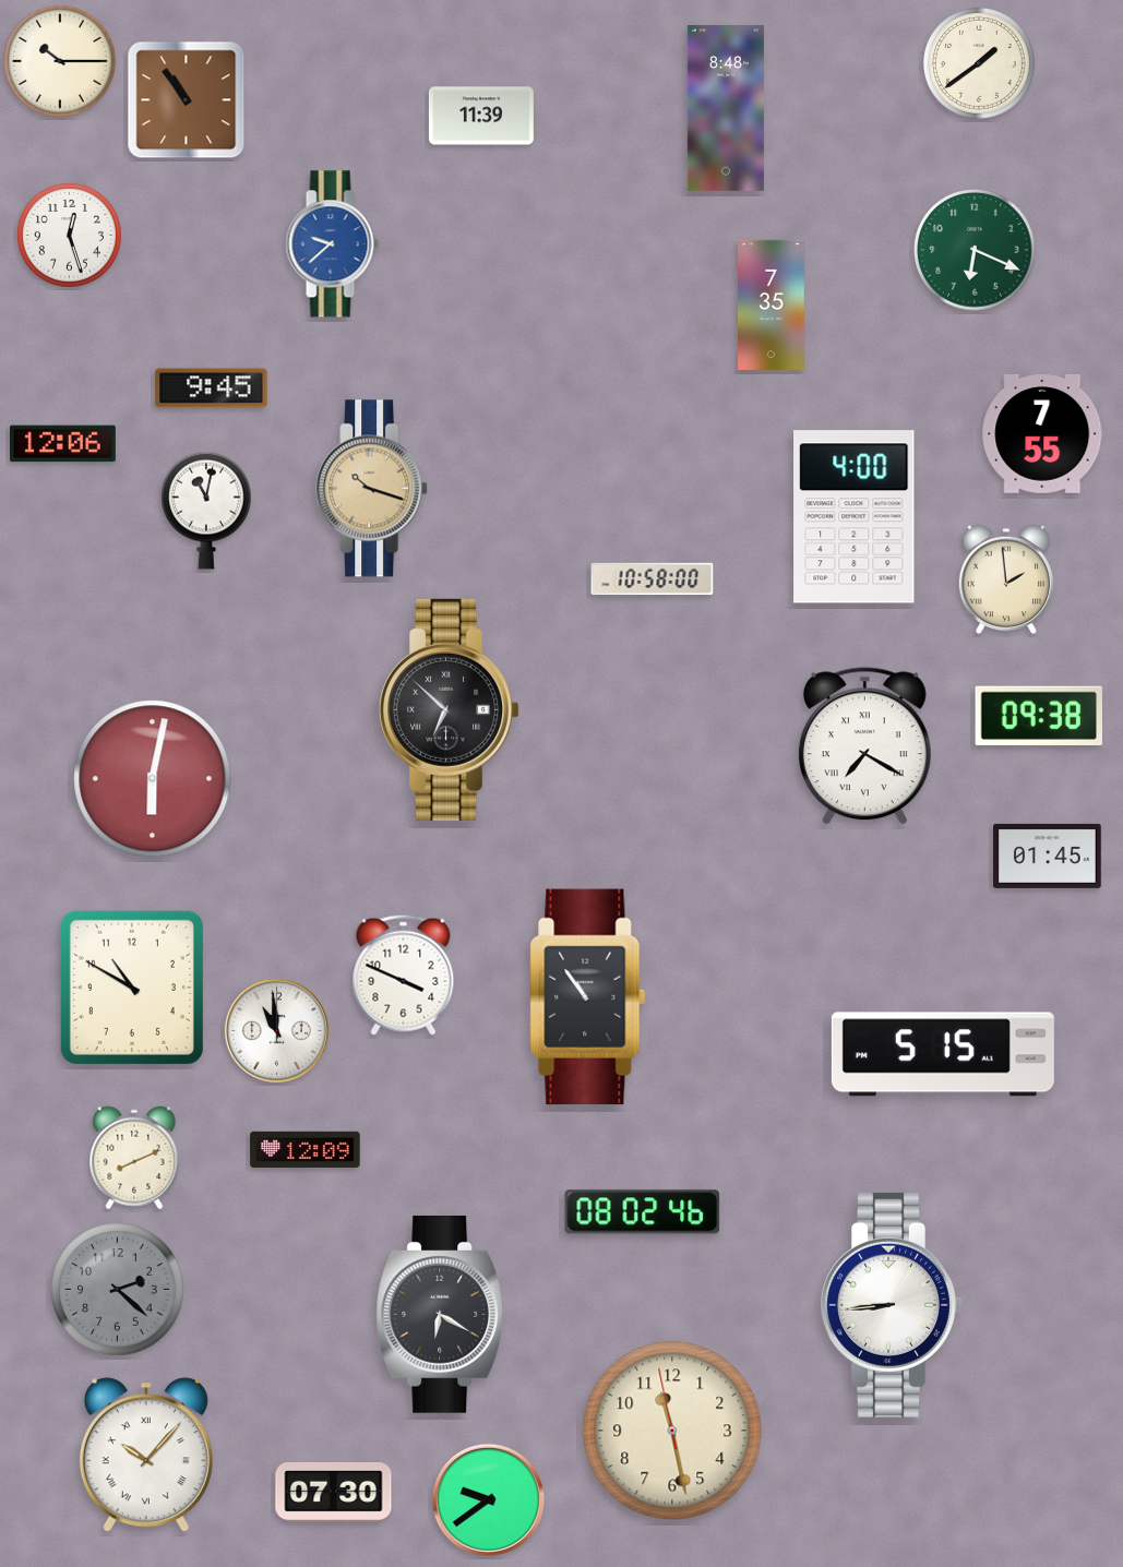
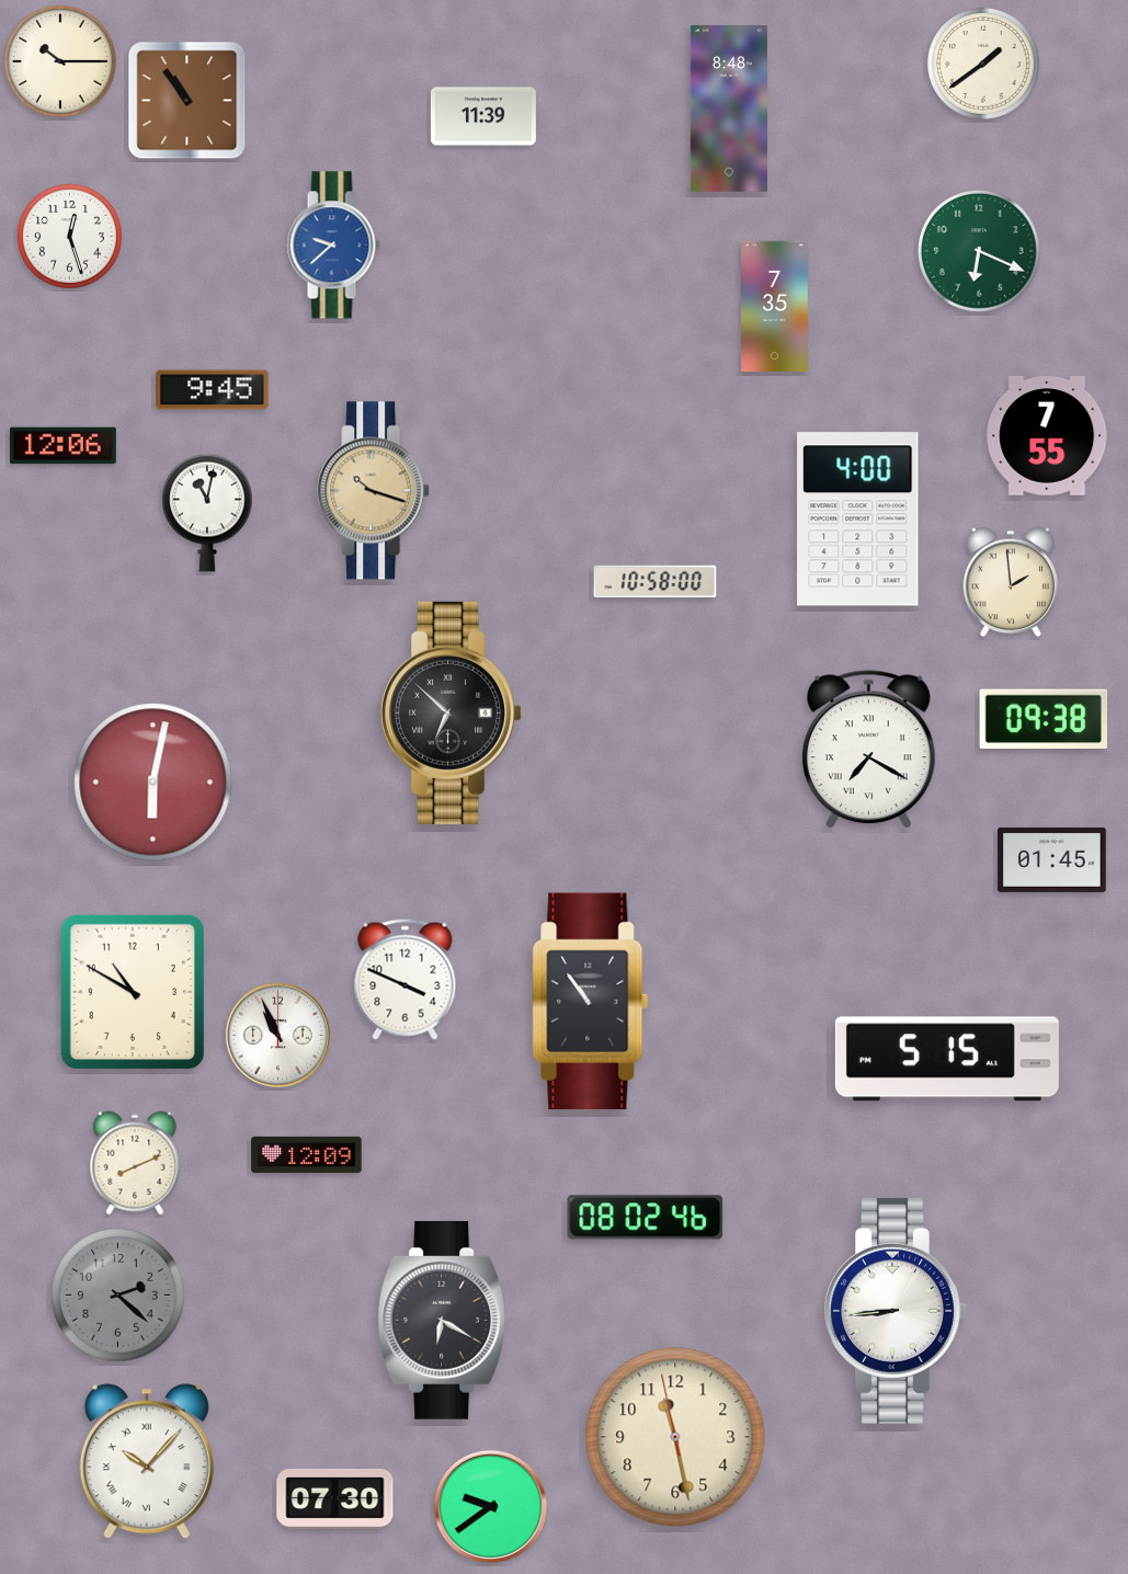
clock at (276, 1030): 10:59 -> 10:56
